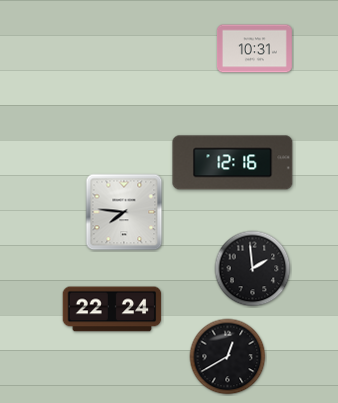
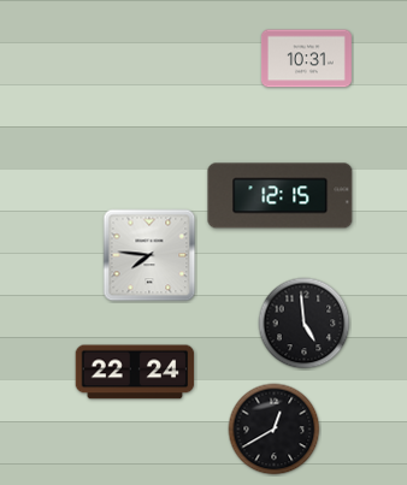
clock at (233, 163): 12:16 -> 12:15
clock at (253, 269): 1:59 -> 4:59
